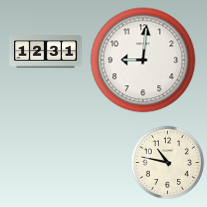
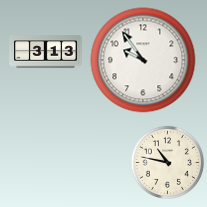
clock at (46, 52): 12:31 -> 3:13
clock at (143, 60): 9:01 -> 9:54
